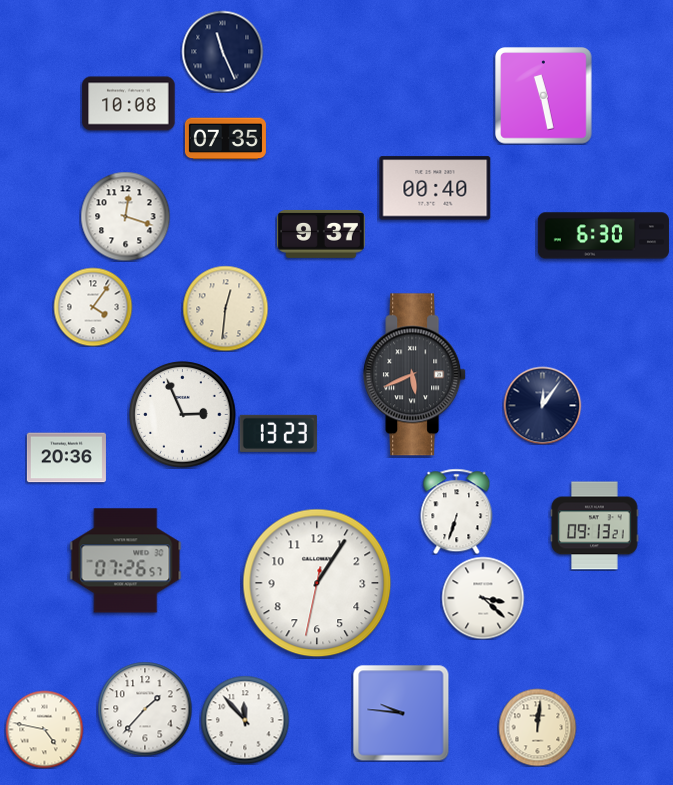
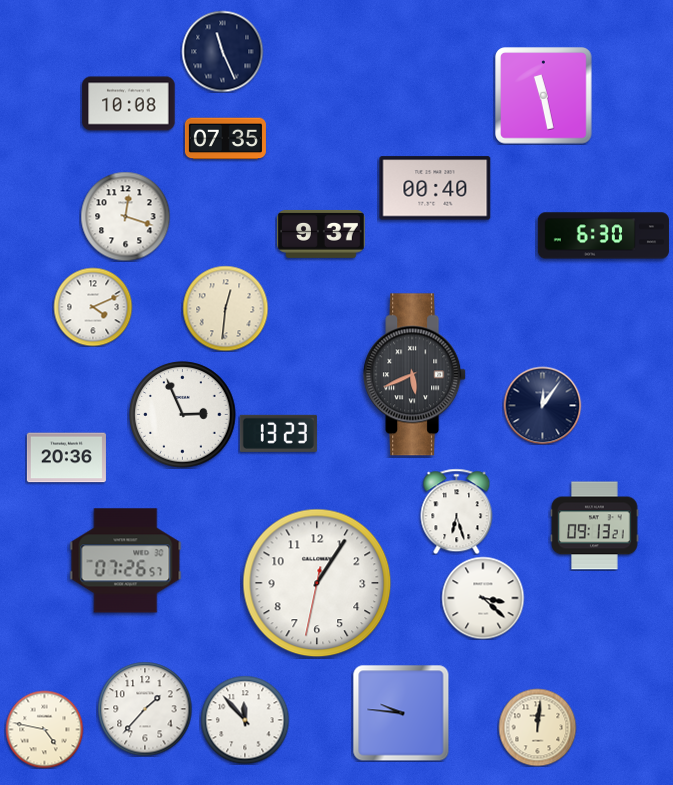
clock at (93, 307): 4:06 -> 4:11
clock at (457, 511): 6:33 -> 6:27
